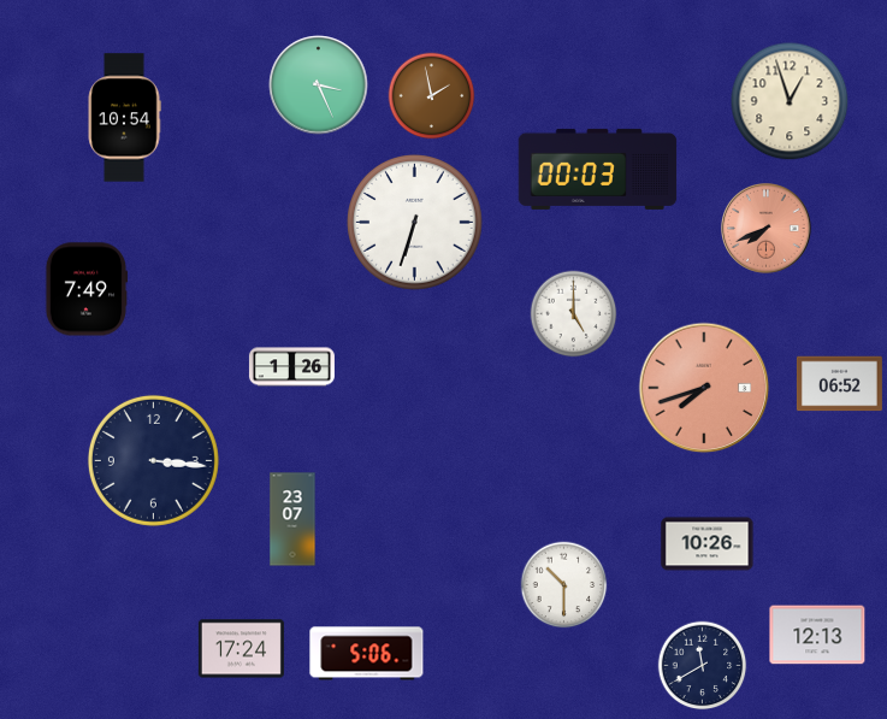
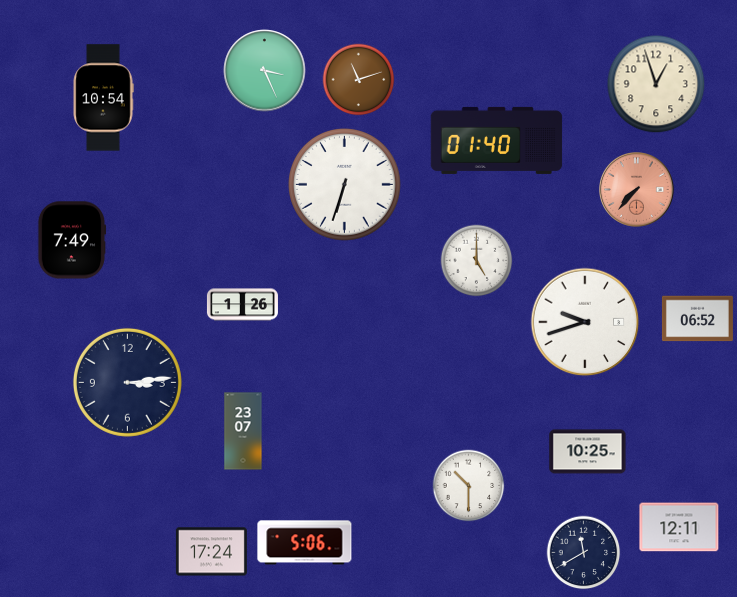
clock at (432, 96): 1:58 -> 11:12
clock at (598, 169): 00:03 -> 01:40
clock at (767, 229): 7:41 -> 7:37
clock at (704, 388): 7:42 -> 9:42
clock at (704, 388) dial: salmon -> white
clock at (153, 460): 3:16 -> 3:14
clock at (708, 544): 10:26 -> 10:25
clock at (817, 635): 12:13 -> 12:11
clock at (241, 649) position: (241, 649) -> (211, 552)
